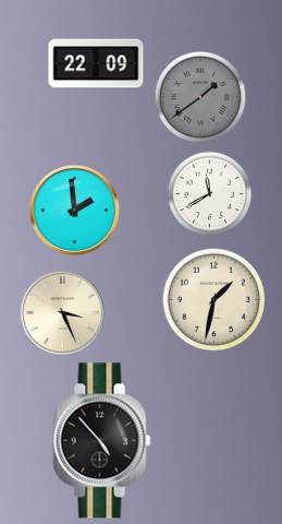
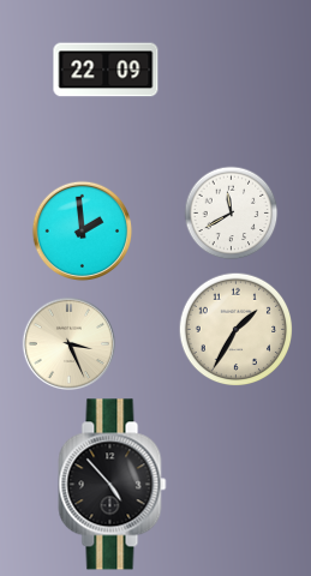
clock at (200, 97): 1:39 -> none
clock at (214, 300): 1:32 -> 1:35
